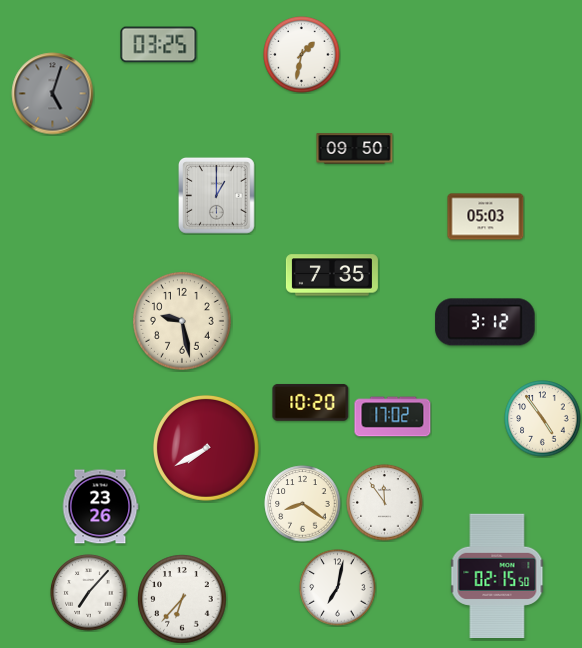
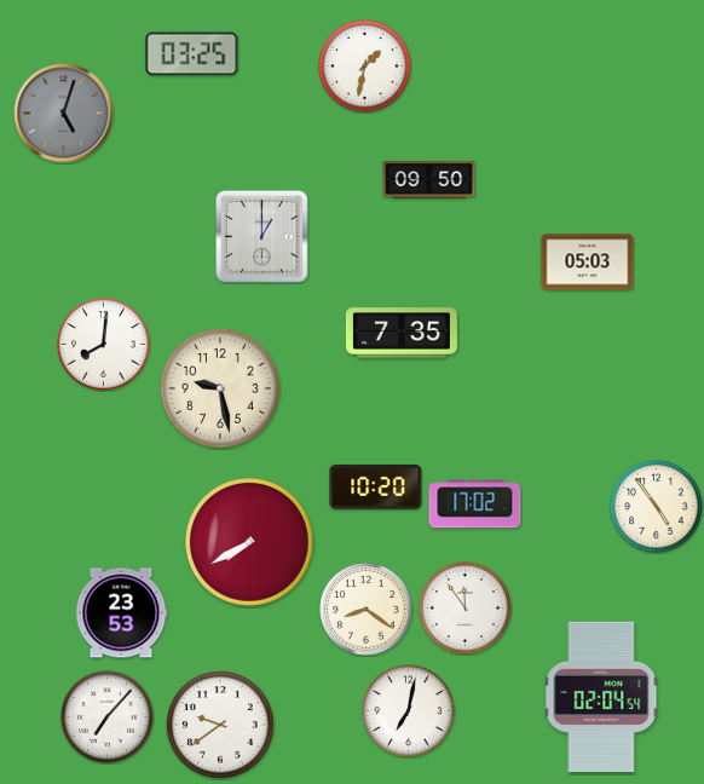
clock at (104, 345): none -> 8:01
clock at (485, 322): 3:12 -> none
clock at (100, 507): 23:26 -> 23:53
clock at (497, 575): 02:15 -> 02:04
clock at (182, 599): 6:37 -> 9:39
